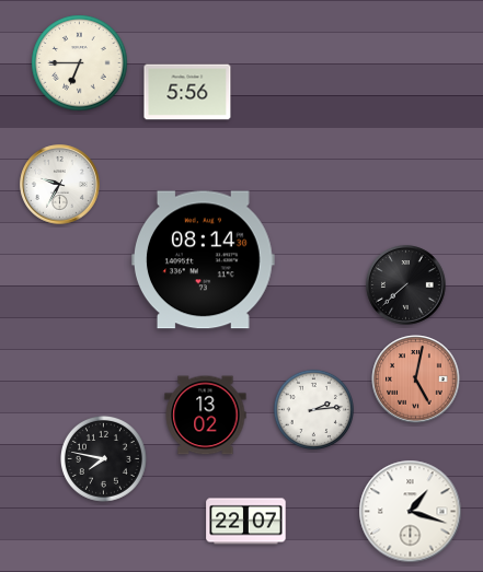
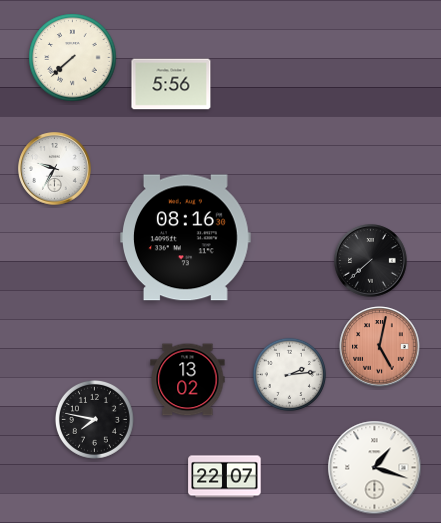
clock at (80, 63): 6:45 -> 7:38
clock at (204, 260): 08:14 -> 08:16
clock at (313, 409) position: (313, 409) -> (289, 374)
